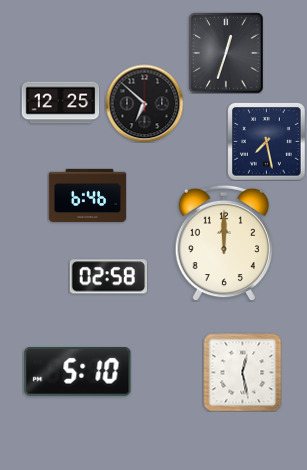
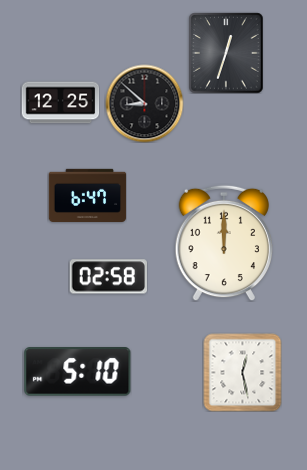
clock at (144, 103): 6:52 -> 8:52
clock at (266, 141): 7:28 -> none
clock at (87, 195): 6:46 -> 6:47
